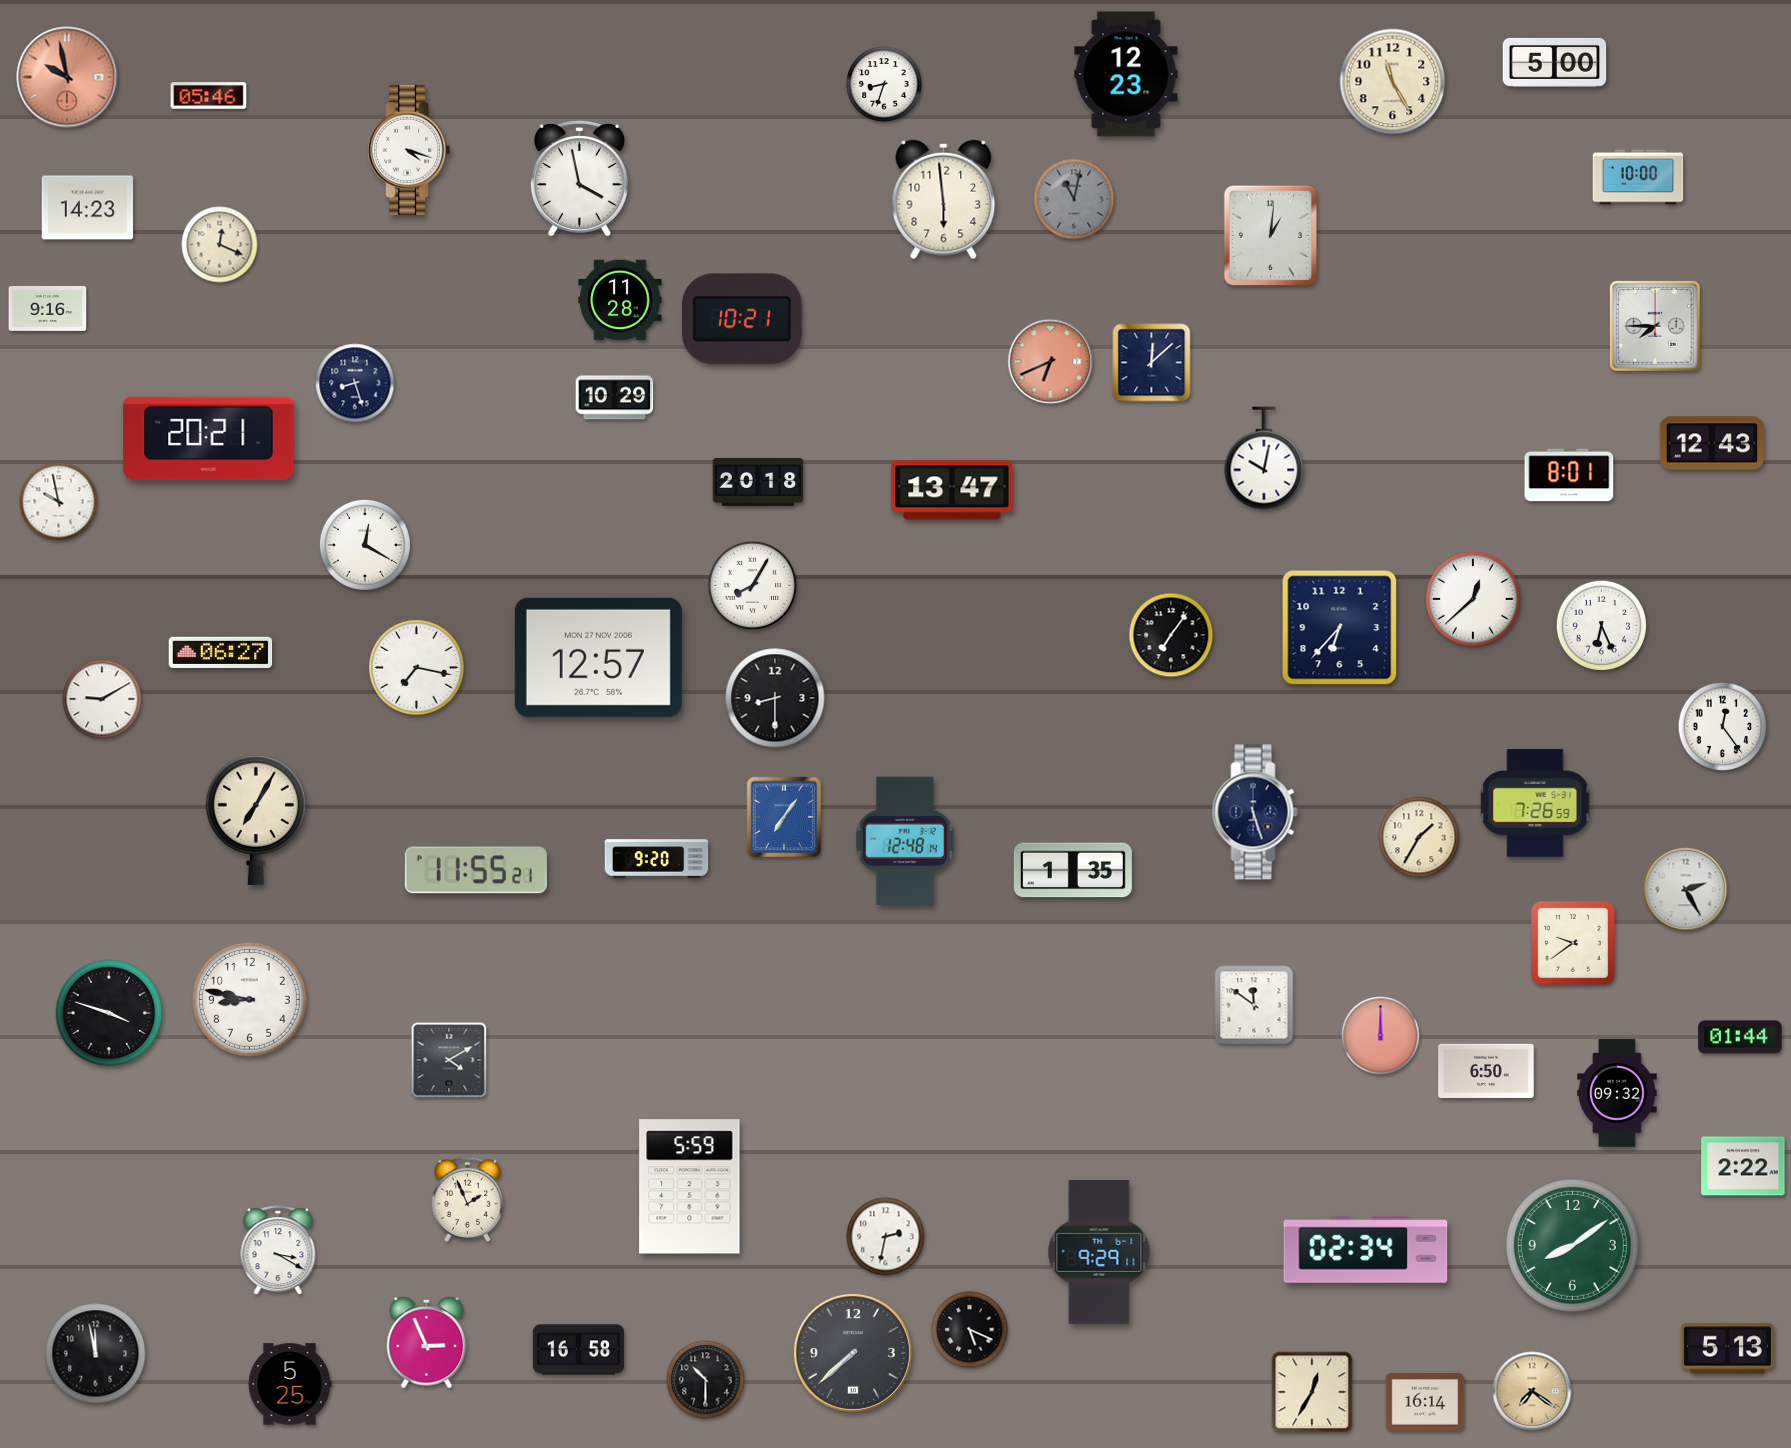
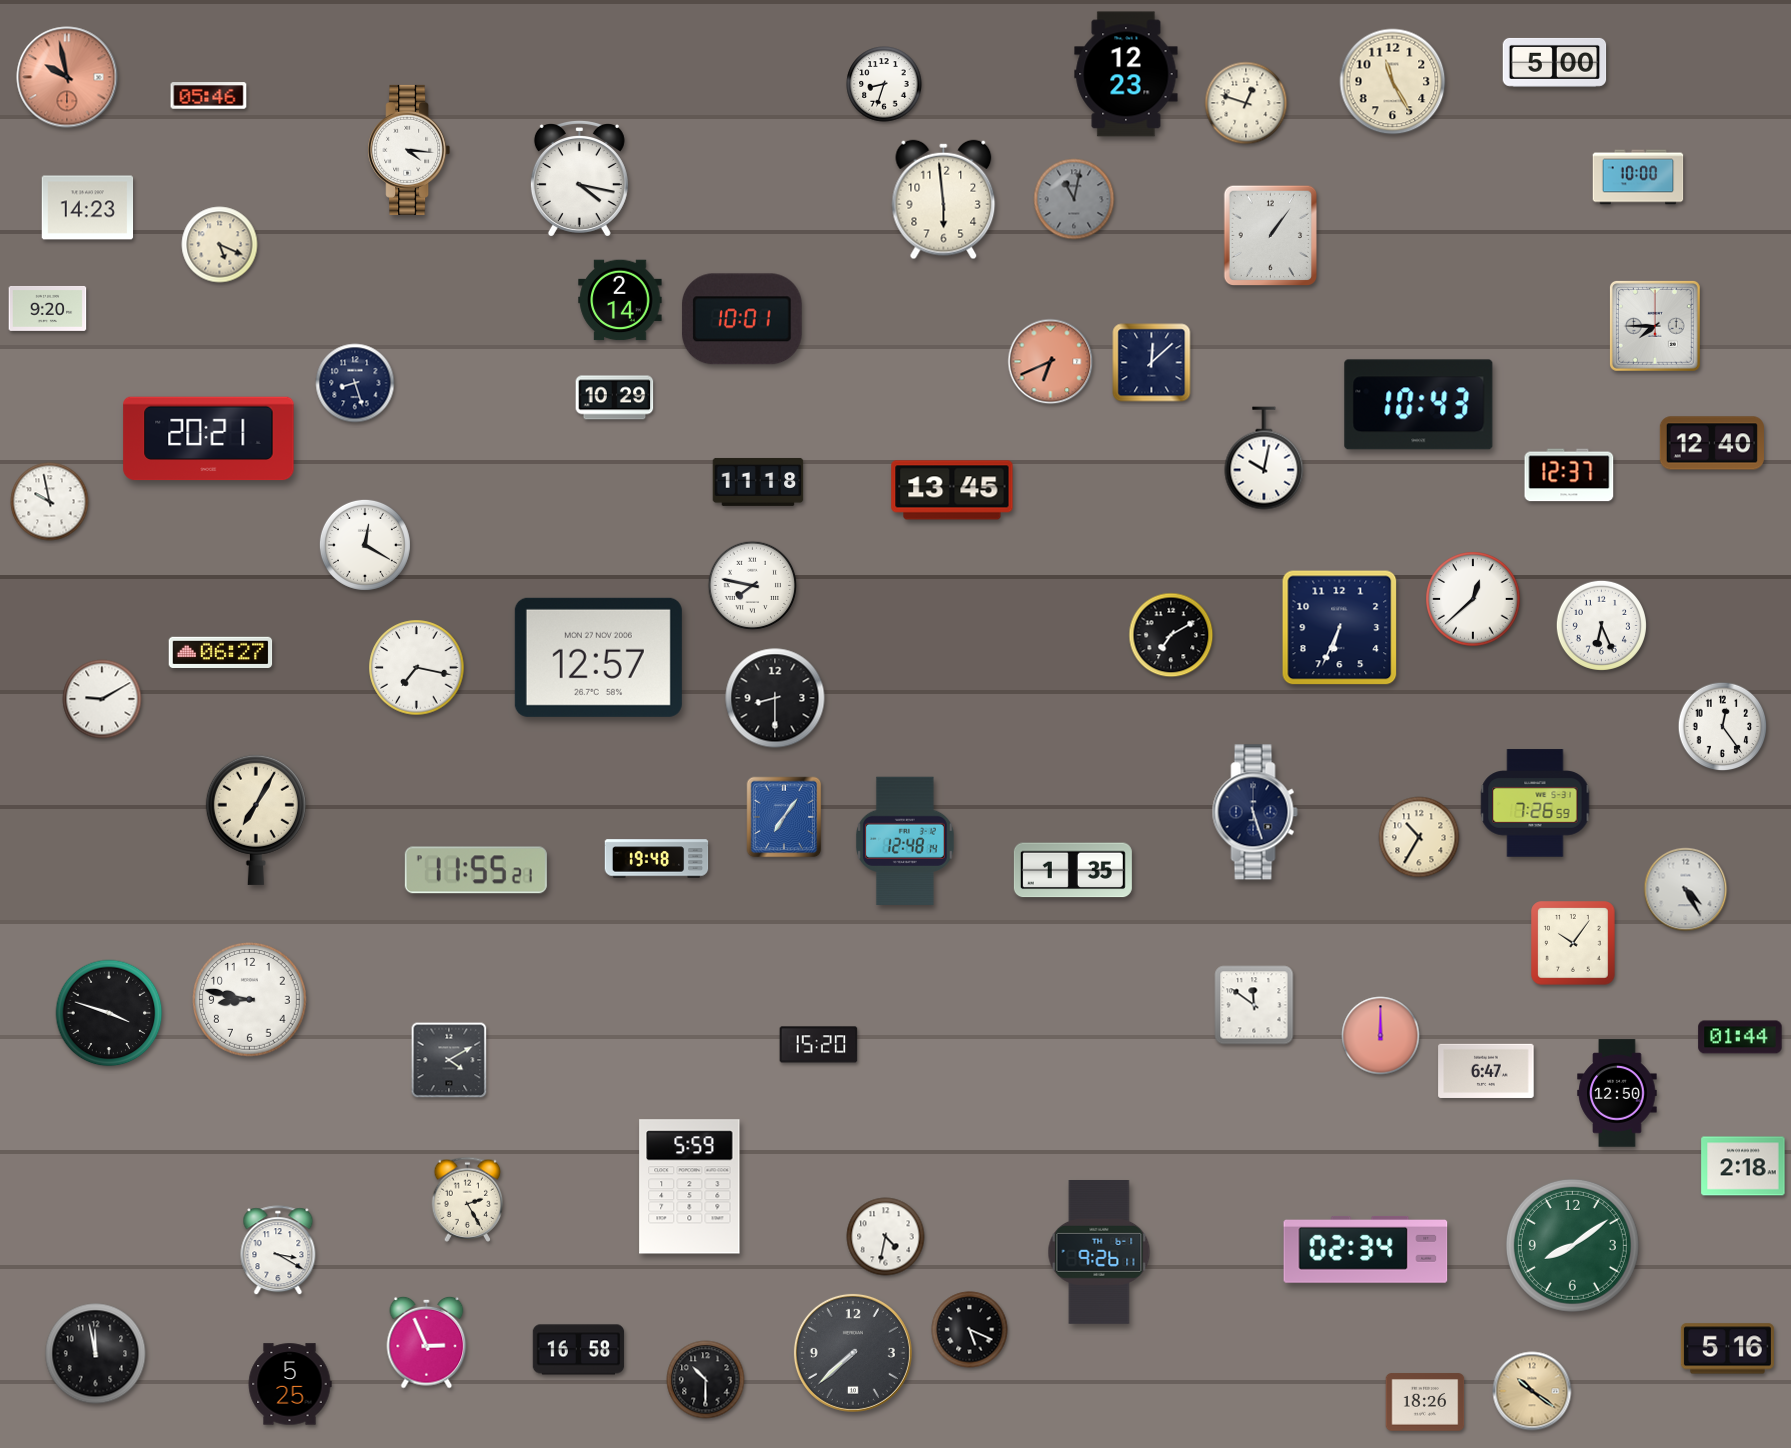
clock at (1246, 103): none -> 12:48
clock at (409, 150): 4:18 -> 4:16
clock at (579, 179): 3:58 -> 4:17
clock at (1270, 236): 1:01 -> 1:06
clock at (220, 245): 12:19 -> 5:19
clock at (620, 300): 11:28 -> 2:14
clock at (48, 308): 9:16 -> 9:20
clock at (742, 319): 10:21 -> 10:01
clock at (1419, 405): none -> 10:43
clock at (1711, 443): 12:43 -> 12:40
clock at (1569, 475): 8:01 -> 12:37
clock at (758, 482): 20:18 -> 11:18
clock at (952, 490): 13:47 -> 13:45
clock at (59, 502) position: (59, 502) -> (50, 502)
clock at (753, 586): 8:05 -> 7:47
clock at (1340, 628): 6:37 -> 6:34
clock at (1171, 635): 7:06 -> 7:10
clock at (1419, 837): 1:35 -> 10:35
clock at (657, 859): 9:20 -> 19:48
clock at (1686, 890): 2:25 -> 4:25
clock at (1573, 943): 9:39 -> 10:06
clock at (819, 1045): none -> 15:20
clock at (1486, 1071): 6:50 -> 6:47
clock at (1617, 1093): 09:32 -> 12:50
clock at (1743, 1166): 2:22 -> 2:18
clock at (468, 1199): 1:56 -> 2:25
clock at (886, 1237): 2:32 -> 4:32
clock at (1099, 1253): 9:29 -> 9:26
clock at (1727, 1349): 5:13 -> 5:16
clock at (1532, 1391): 7:21 -> 10:21
clock at (1312, 1392): 12:35 -> none
clock at (1425, 1402): 16:14 -> 18:26
